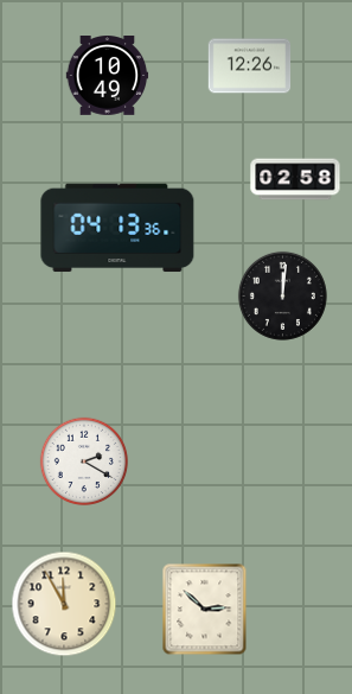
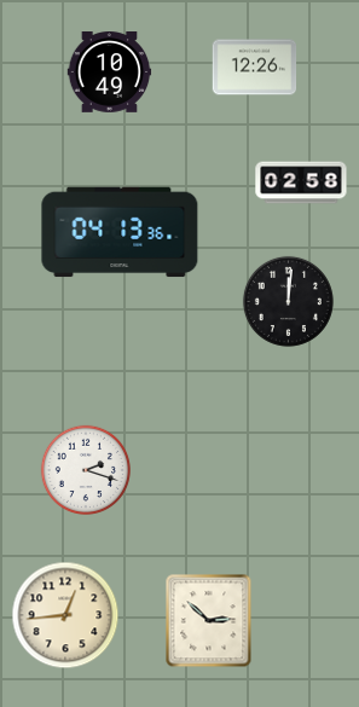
clock at (108, 76) position: (108, 76) -> (110, 73)
clock at (83, 460): 2:20 -> 2:18
clock at (64, 604): 11:55 -> 12:44
